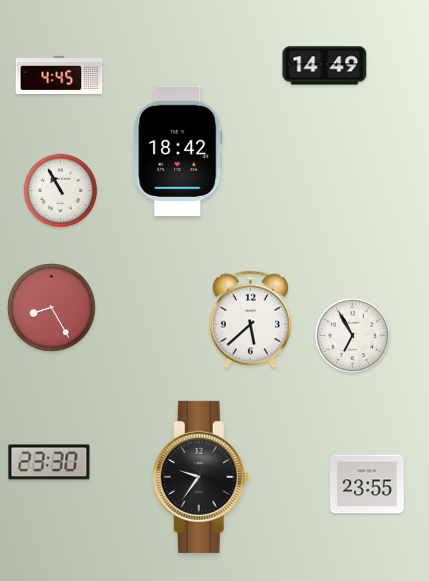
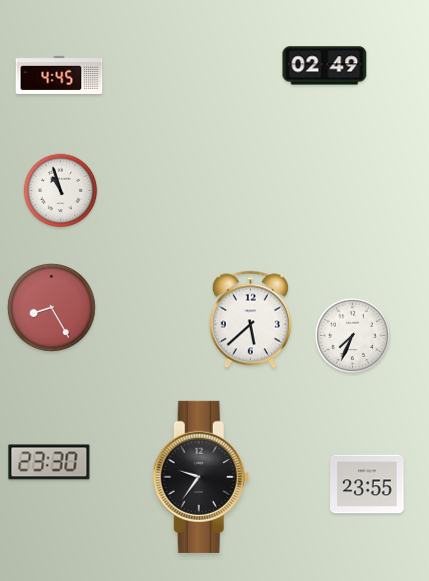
clock at (325, 66): 14:49 -> 02:49
clock at (178, 150): 18:42 -> none
clock at (61, 191): 10:55 -> 10:57
clock at (353, 336): 6:55 -> 7:34
